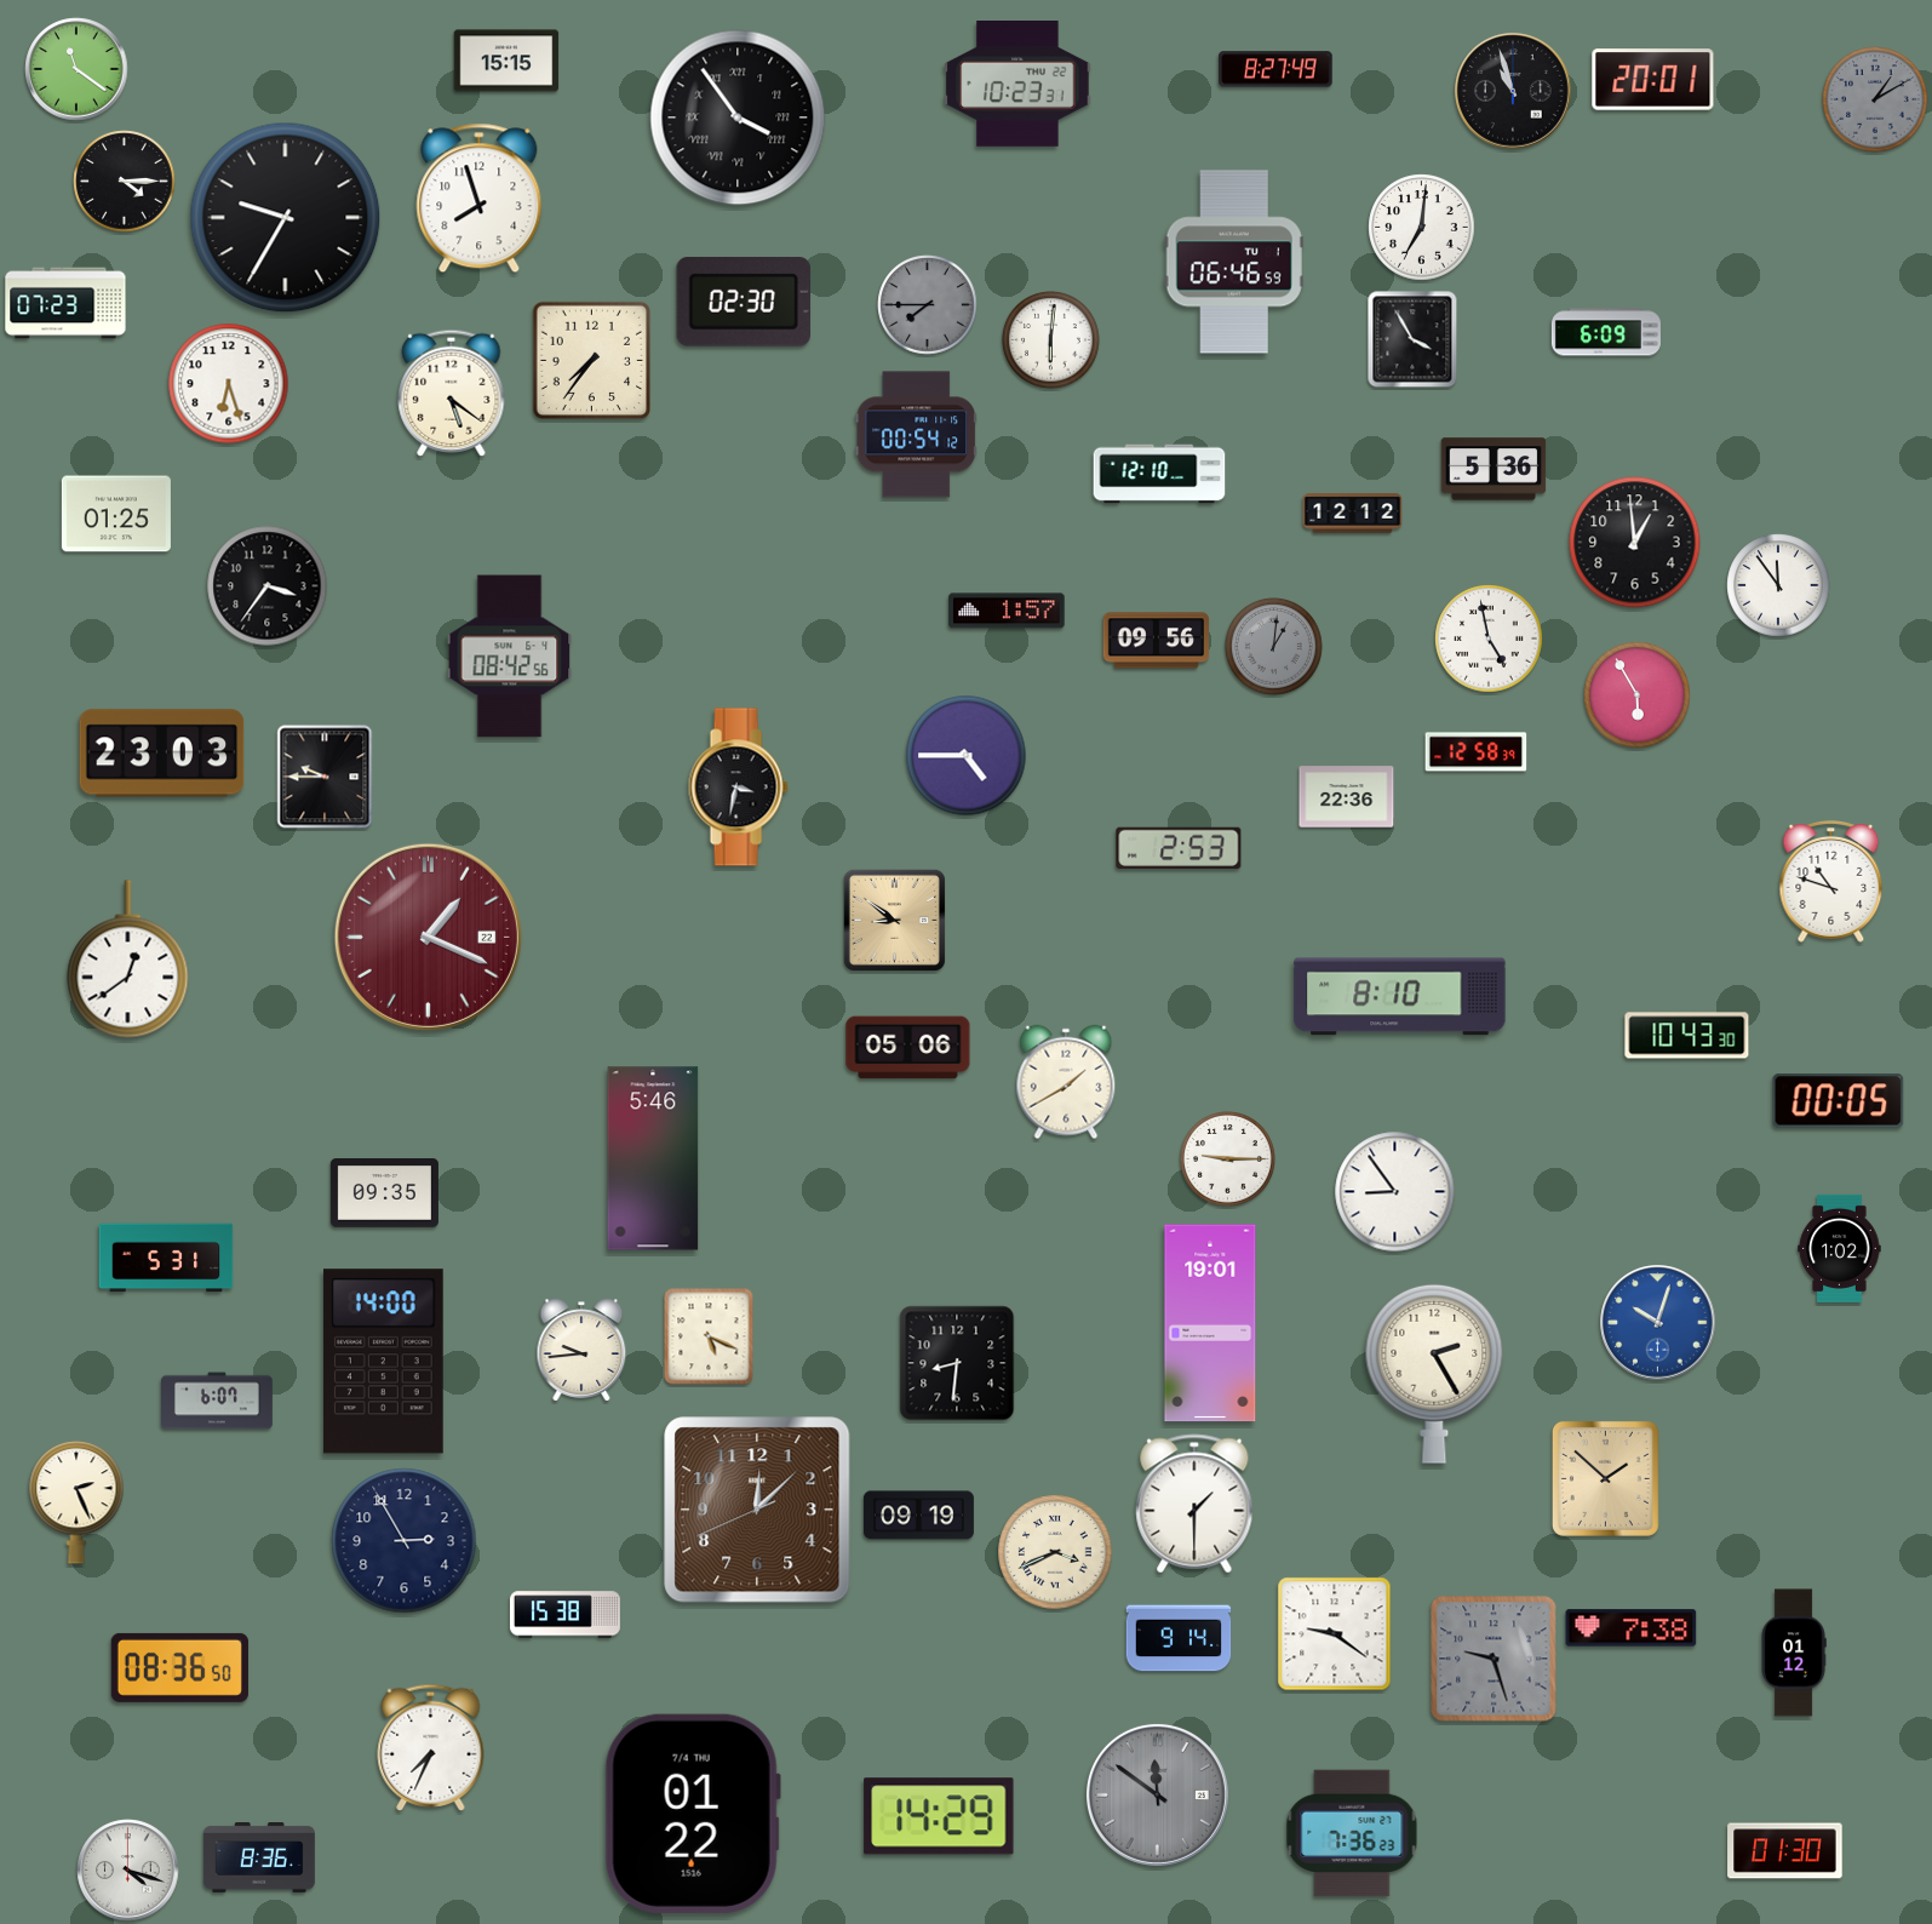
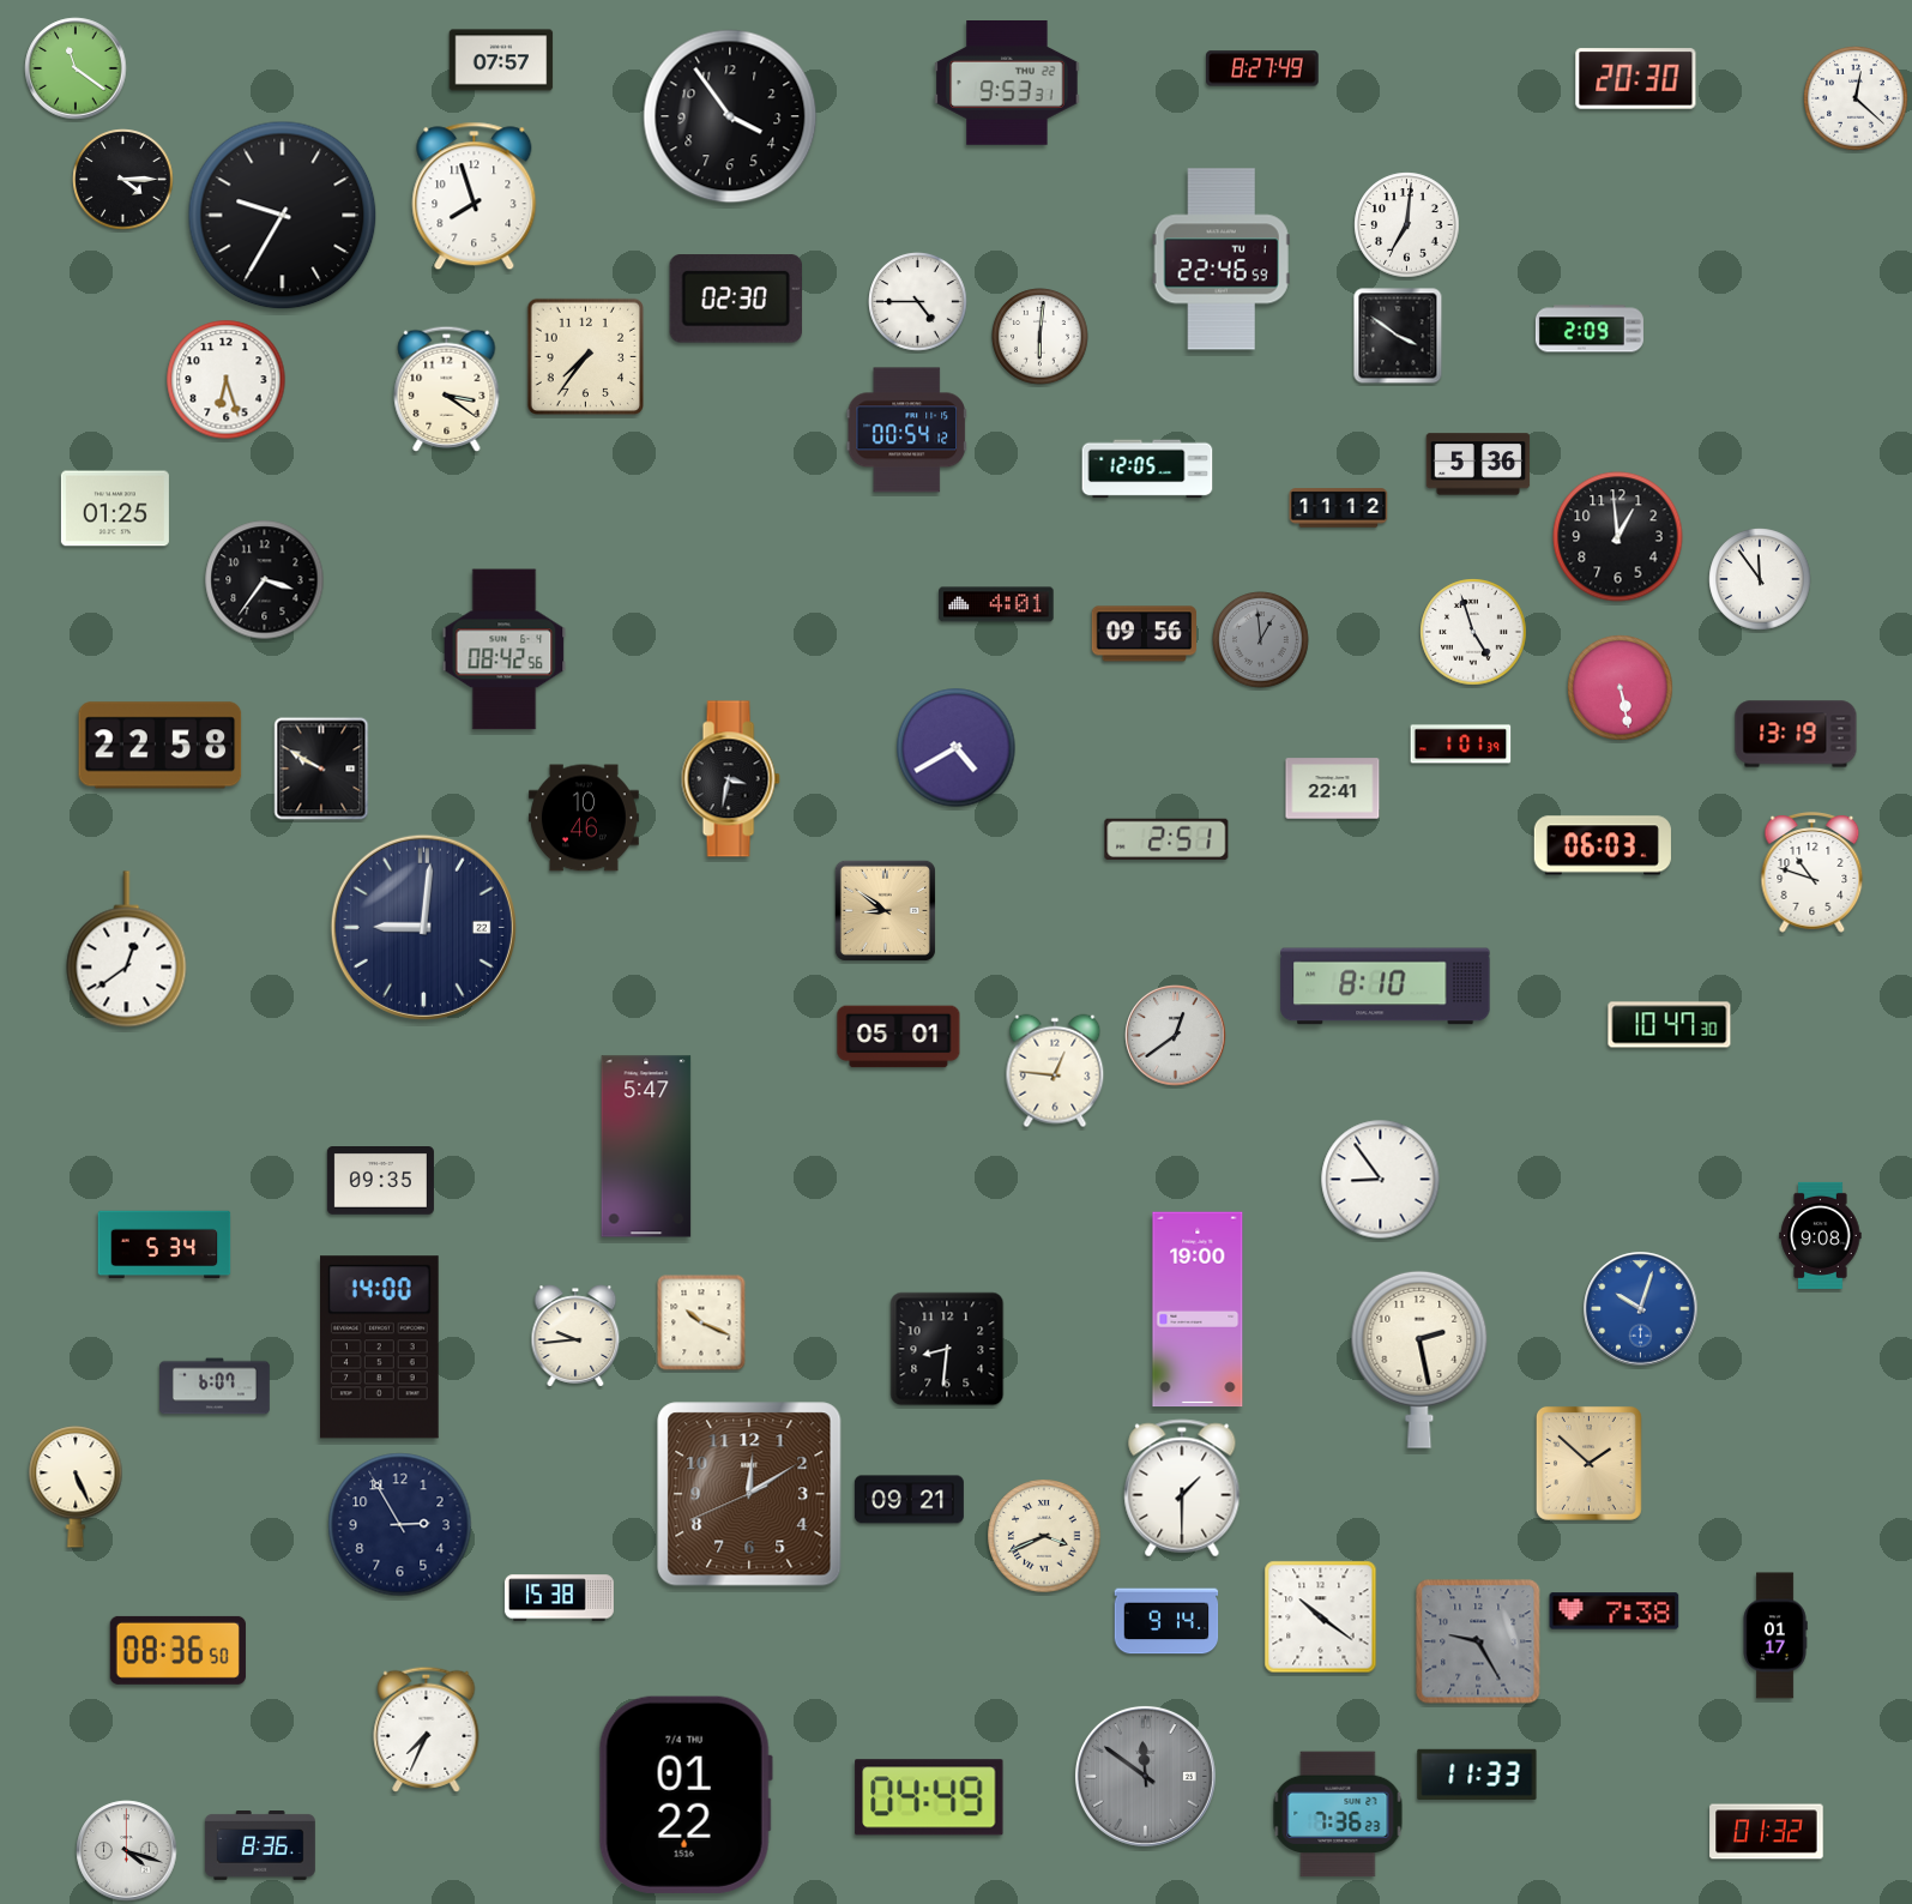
clock at (506, 61): 15:15 -> 07:57
clock at (1653, 80): 20:01 -> 20:30
clock at (1017, 85): 10:23 -> 9:53
clock at (1513, 91): 10:57 -> none
clock at (1875, 99): 1:10 -> 12:22
clock at (1875, 99) dial: grey -> white
clock at (738, 118) numerals: Roman -> Arabic
clock at (1234, 262): 06:46 -> 22:46
clock at (65, 303): 07:23 -> none
clock at (928, 305): 7:45 -> 4:45
clock at (928, 305) dial: grey -> white
clock at (1606, 332): 6:09 -> 2:09
clock at (1412, 339): 3:55 -> 3:51
clock at (452, 393): 5:21 -> 3:21
clock at (1159, 474): 12:10 -> 12:05
clock at (1353, 514): 12:12 -> 11:12
clock at (1007, 611): 1:57 -> 4:01
clock at (1489, 639): 4:58 -> 4:57
clock at (1274, 647): 1:01 -> 12:59
clock at (1638, 695): 5:55 -> 5:28
clock at (1796, 734): none -> 13:19
clock at (1477, 752): 12:58 -> 1:01
clock at (162, 754): 23:03 -> 22:58
clock at (967, 756): 4:45 -> 4:40
clock at (325, 777): 9:45 -> 9:50
clock at (1347, 797): 22:36 -> 22:41
clock at (584, 818): none -> 10:46
clock at (1179, 848): 2:53 -> 2:51
clock at (1603, 845): none -> 06:03
clock at (428, 937): 1:19 -> 9:01
clock at (428, 937) dial: burgundy -> navy
clock at (1687, 1036): 10:43 -> 10:47
clock at (1176, 1036): none -> 12:39
clock at (908, 1048): 05:06 -> 05:01
clock at (1066, 1082): 1:40 -> 12:46
clock at (1839, 1101): 00:05 -> none
clock at (653, 1158): 5:46 -> 5:47
clock at (1228, 1159): 9:15 -> none
clock at (1840, 1248): 1:02 -> 9:08
clock at (166, 1258): 5:31 -> 5:34
clock at (1210, 1323): 19:01 -> 19:00
clock at (709, 1336): 5:19 -> 10:19
clock at (1434, 1374): 2:25 -> 2:28
clock at (76, 1502): 2:26 -> 5:26
clock at (757, 1510): 12:07 -> 12:09
clock at (918, 1516): 09:19 -> 09:21
clock at (1335, 1634): 9:21 -> 10:21
clock at (1794, 1653): 01:12 -> 01:17
clock at (1494, 1659): 9:27 -> 9:25
clock at (1477, 1773): none -> 11:33
clock at (939, 1816): 14:29 -> 04:49
clock at (1785, 1851): 01:30 -> 01:32
clock at (259, 1859) position: (259, 1859) -> (260, 1846)
